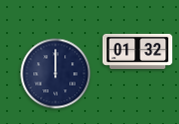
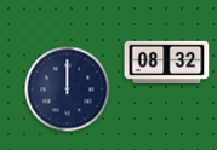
clock at (138, 51): 01:32 -> 08:32
